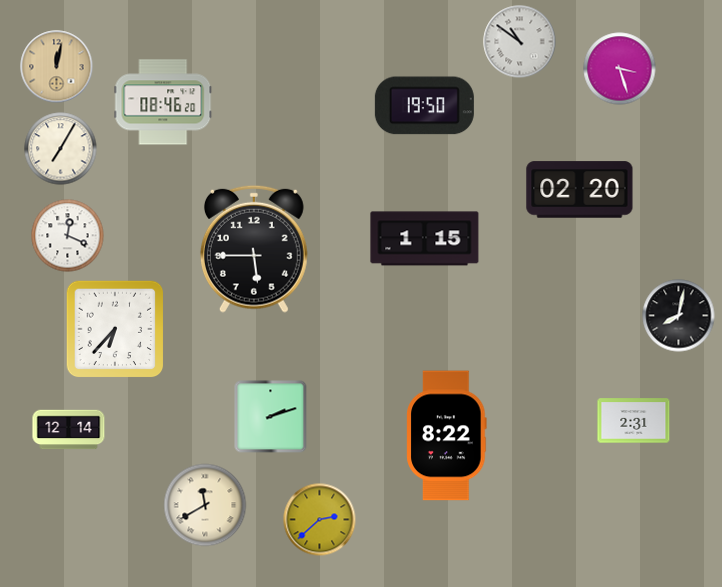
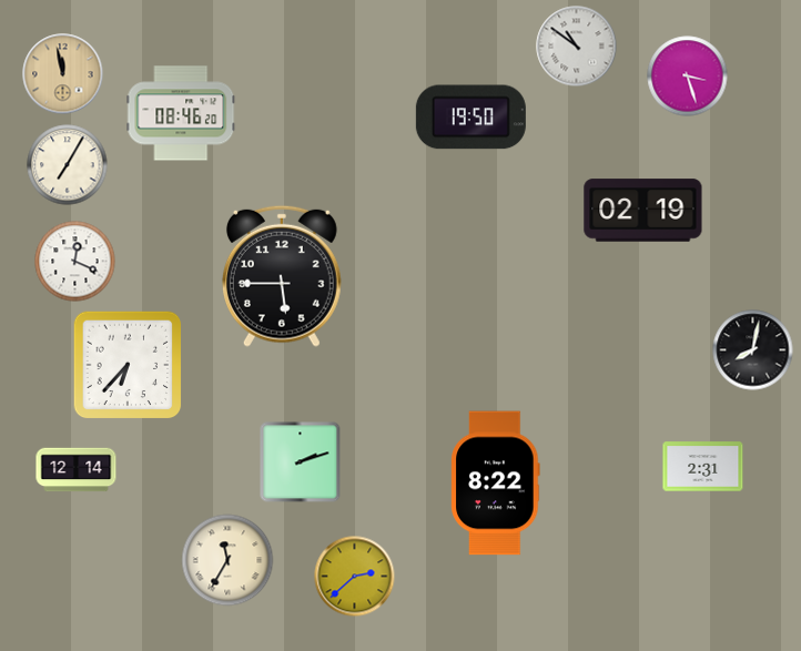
clock at (57, 67): 12:02 -> 11:58
clock at (580, 190): 02:20 -> 02:19
clock at (425, 239): 1:15 -> none
clock at (69, 430) position: (69, 430) -> (77, 470)
clock at (205, 505): 11:40 -> 11:35
